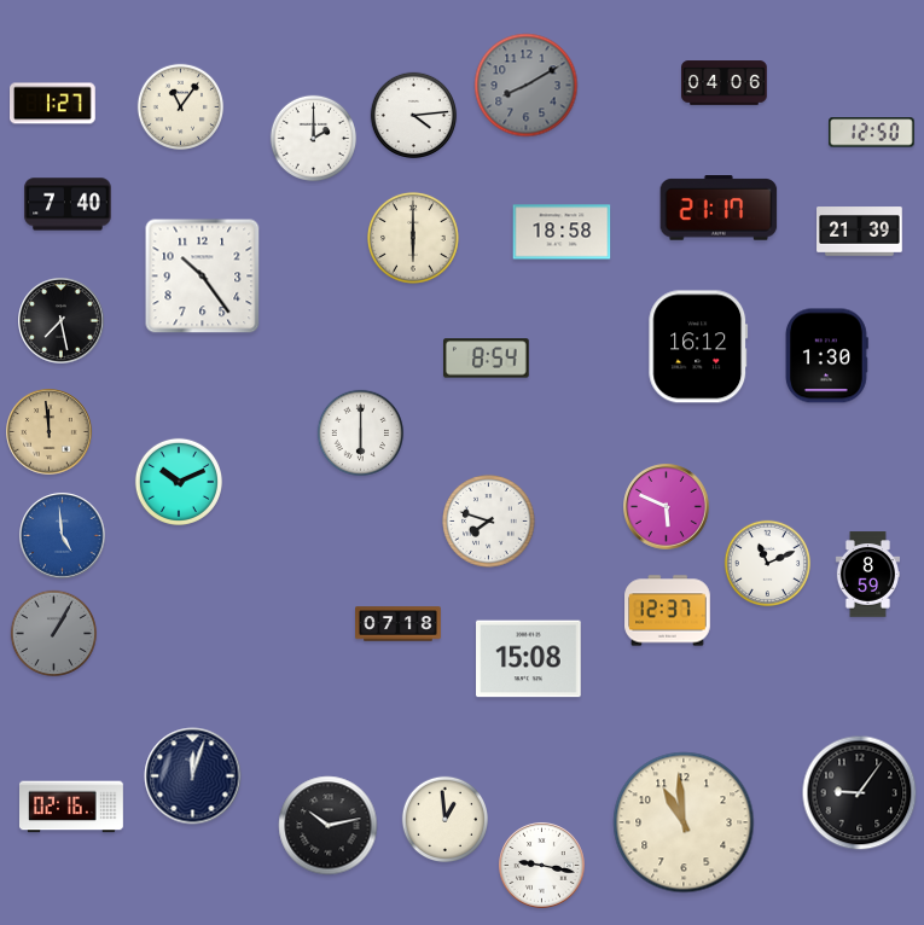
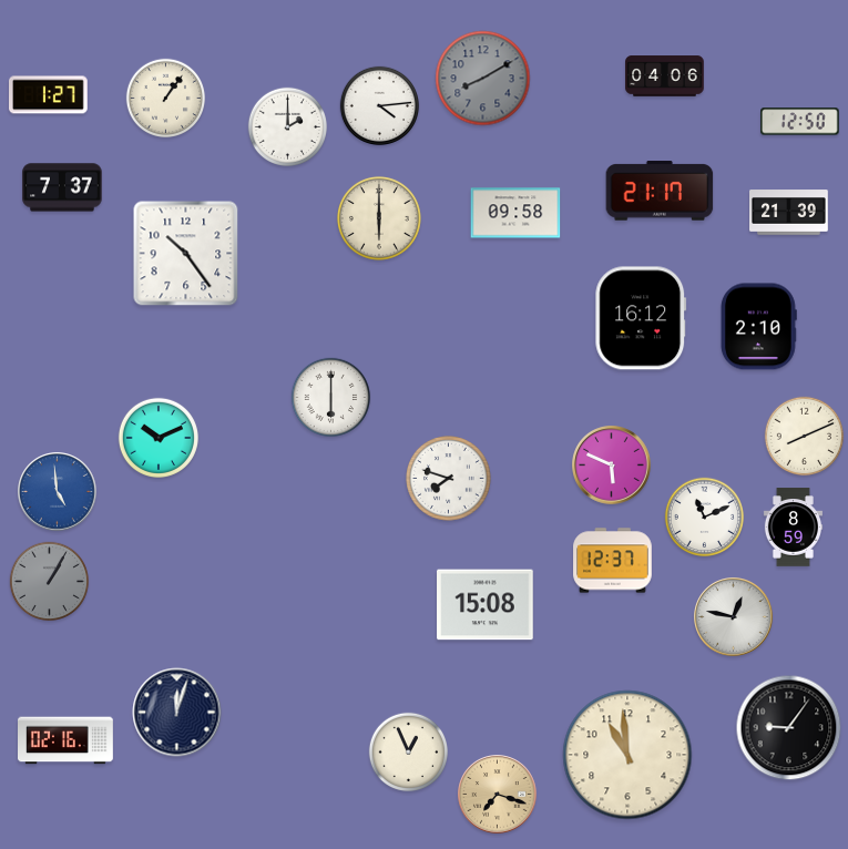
clock at (181, 107): 11:06 -> 1:06
clock at (68, 204): 7:40 -> 7:37
clock at (562, 232): 18:58 -> 09:58
clock at (62, 321): 7:28 -> none
clock at (826, 356): 1:30 -> 2:10
clock at (487, 359): 8:54 -> none
clock at (50, 432): 11:59 -> none
clock at (805, 437): none -> 8:11
clock at (178, 481) position: (178, 481) -> (157, 437)
clock at (867, 575) position: (867, 575) -> (793, 528)
clock at (399, 624): 07:18 -> none
clock at (734, 617): none -> 12:47
clock at (446, 820): 12:59 -> 12:56
clock at (329, 826): 10:13 -> none
clock at (542, 866): 9:17 -> 7:18
clock at (542, 866) dial: white -> champagne
